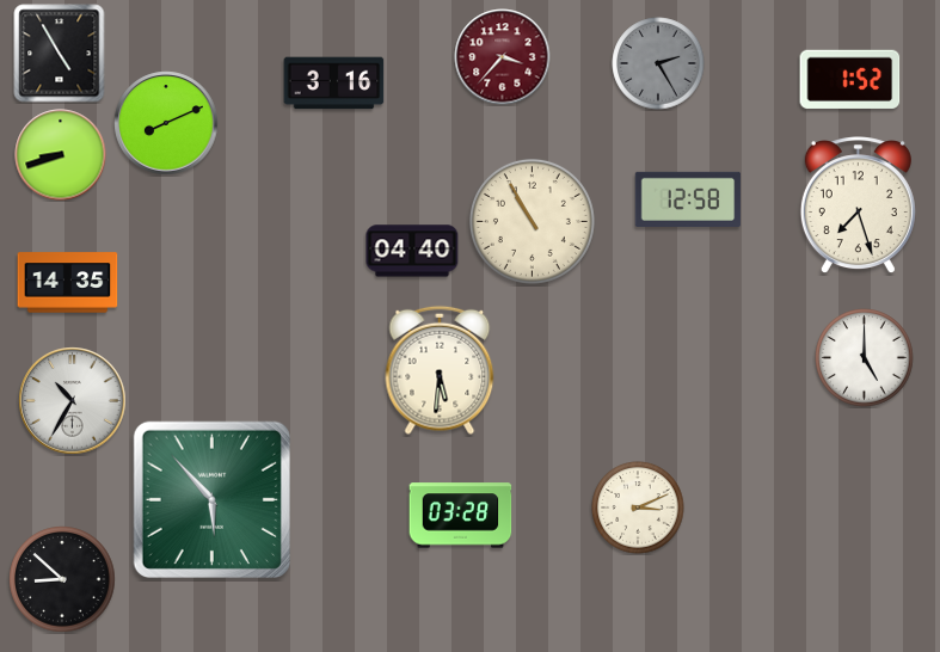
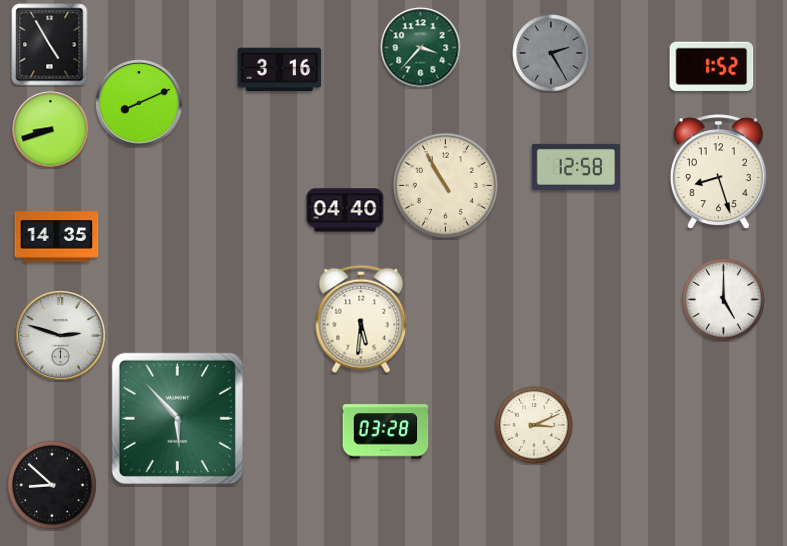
clock at (503, 57) dial: burgundy -> green
clock at (858, 205): 7:27 -> 8:27
clock at (440, 370) position: (440, 370) -> (361, 319)
clock at (73, 401): 10:35 -> 2:48
